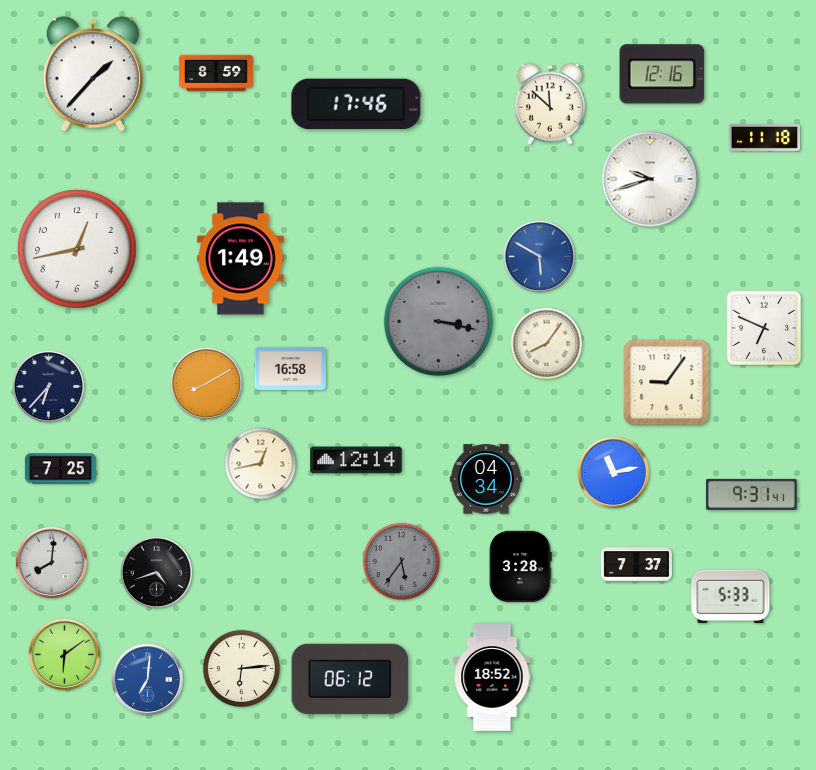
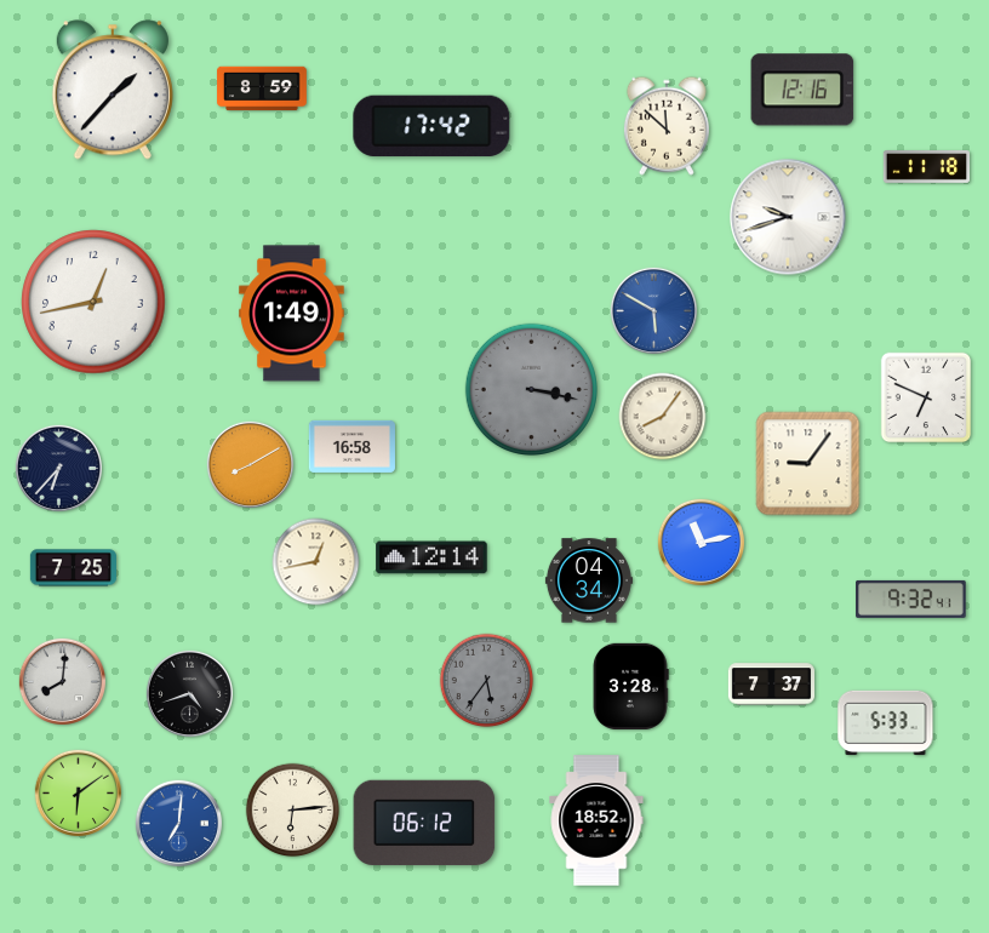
clock at (356, 104): 17:46 -> 17:42
clock at (613, 472) position: (613, 472) -> (701, 542)
clock at (752, 494): 9:31 -> 9:32
